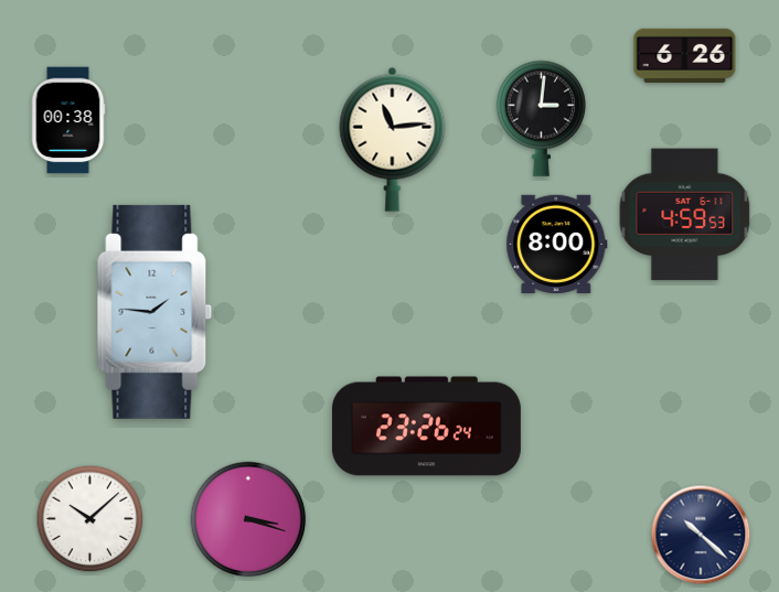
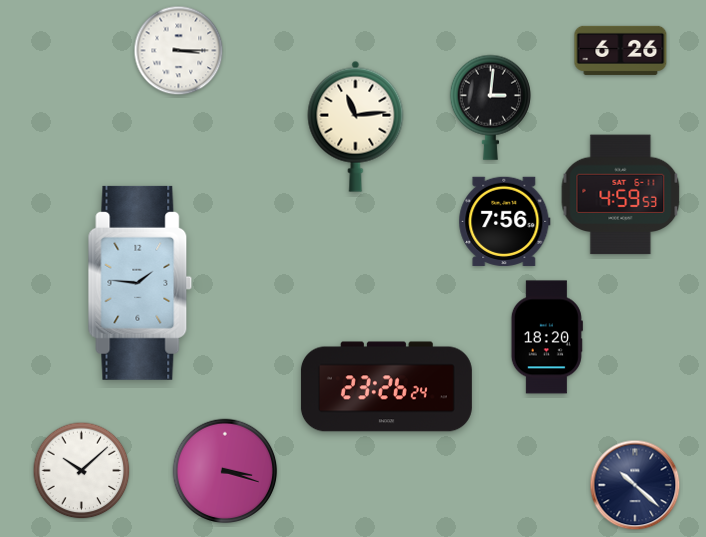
clock at (179, 51): none -> 3:15
clock at (68, 120): 00:38 -> none
clock at (557, 244): 8:00 -> 7:56
clock at (547, 337): none -> 18:20
